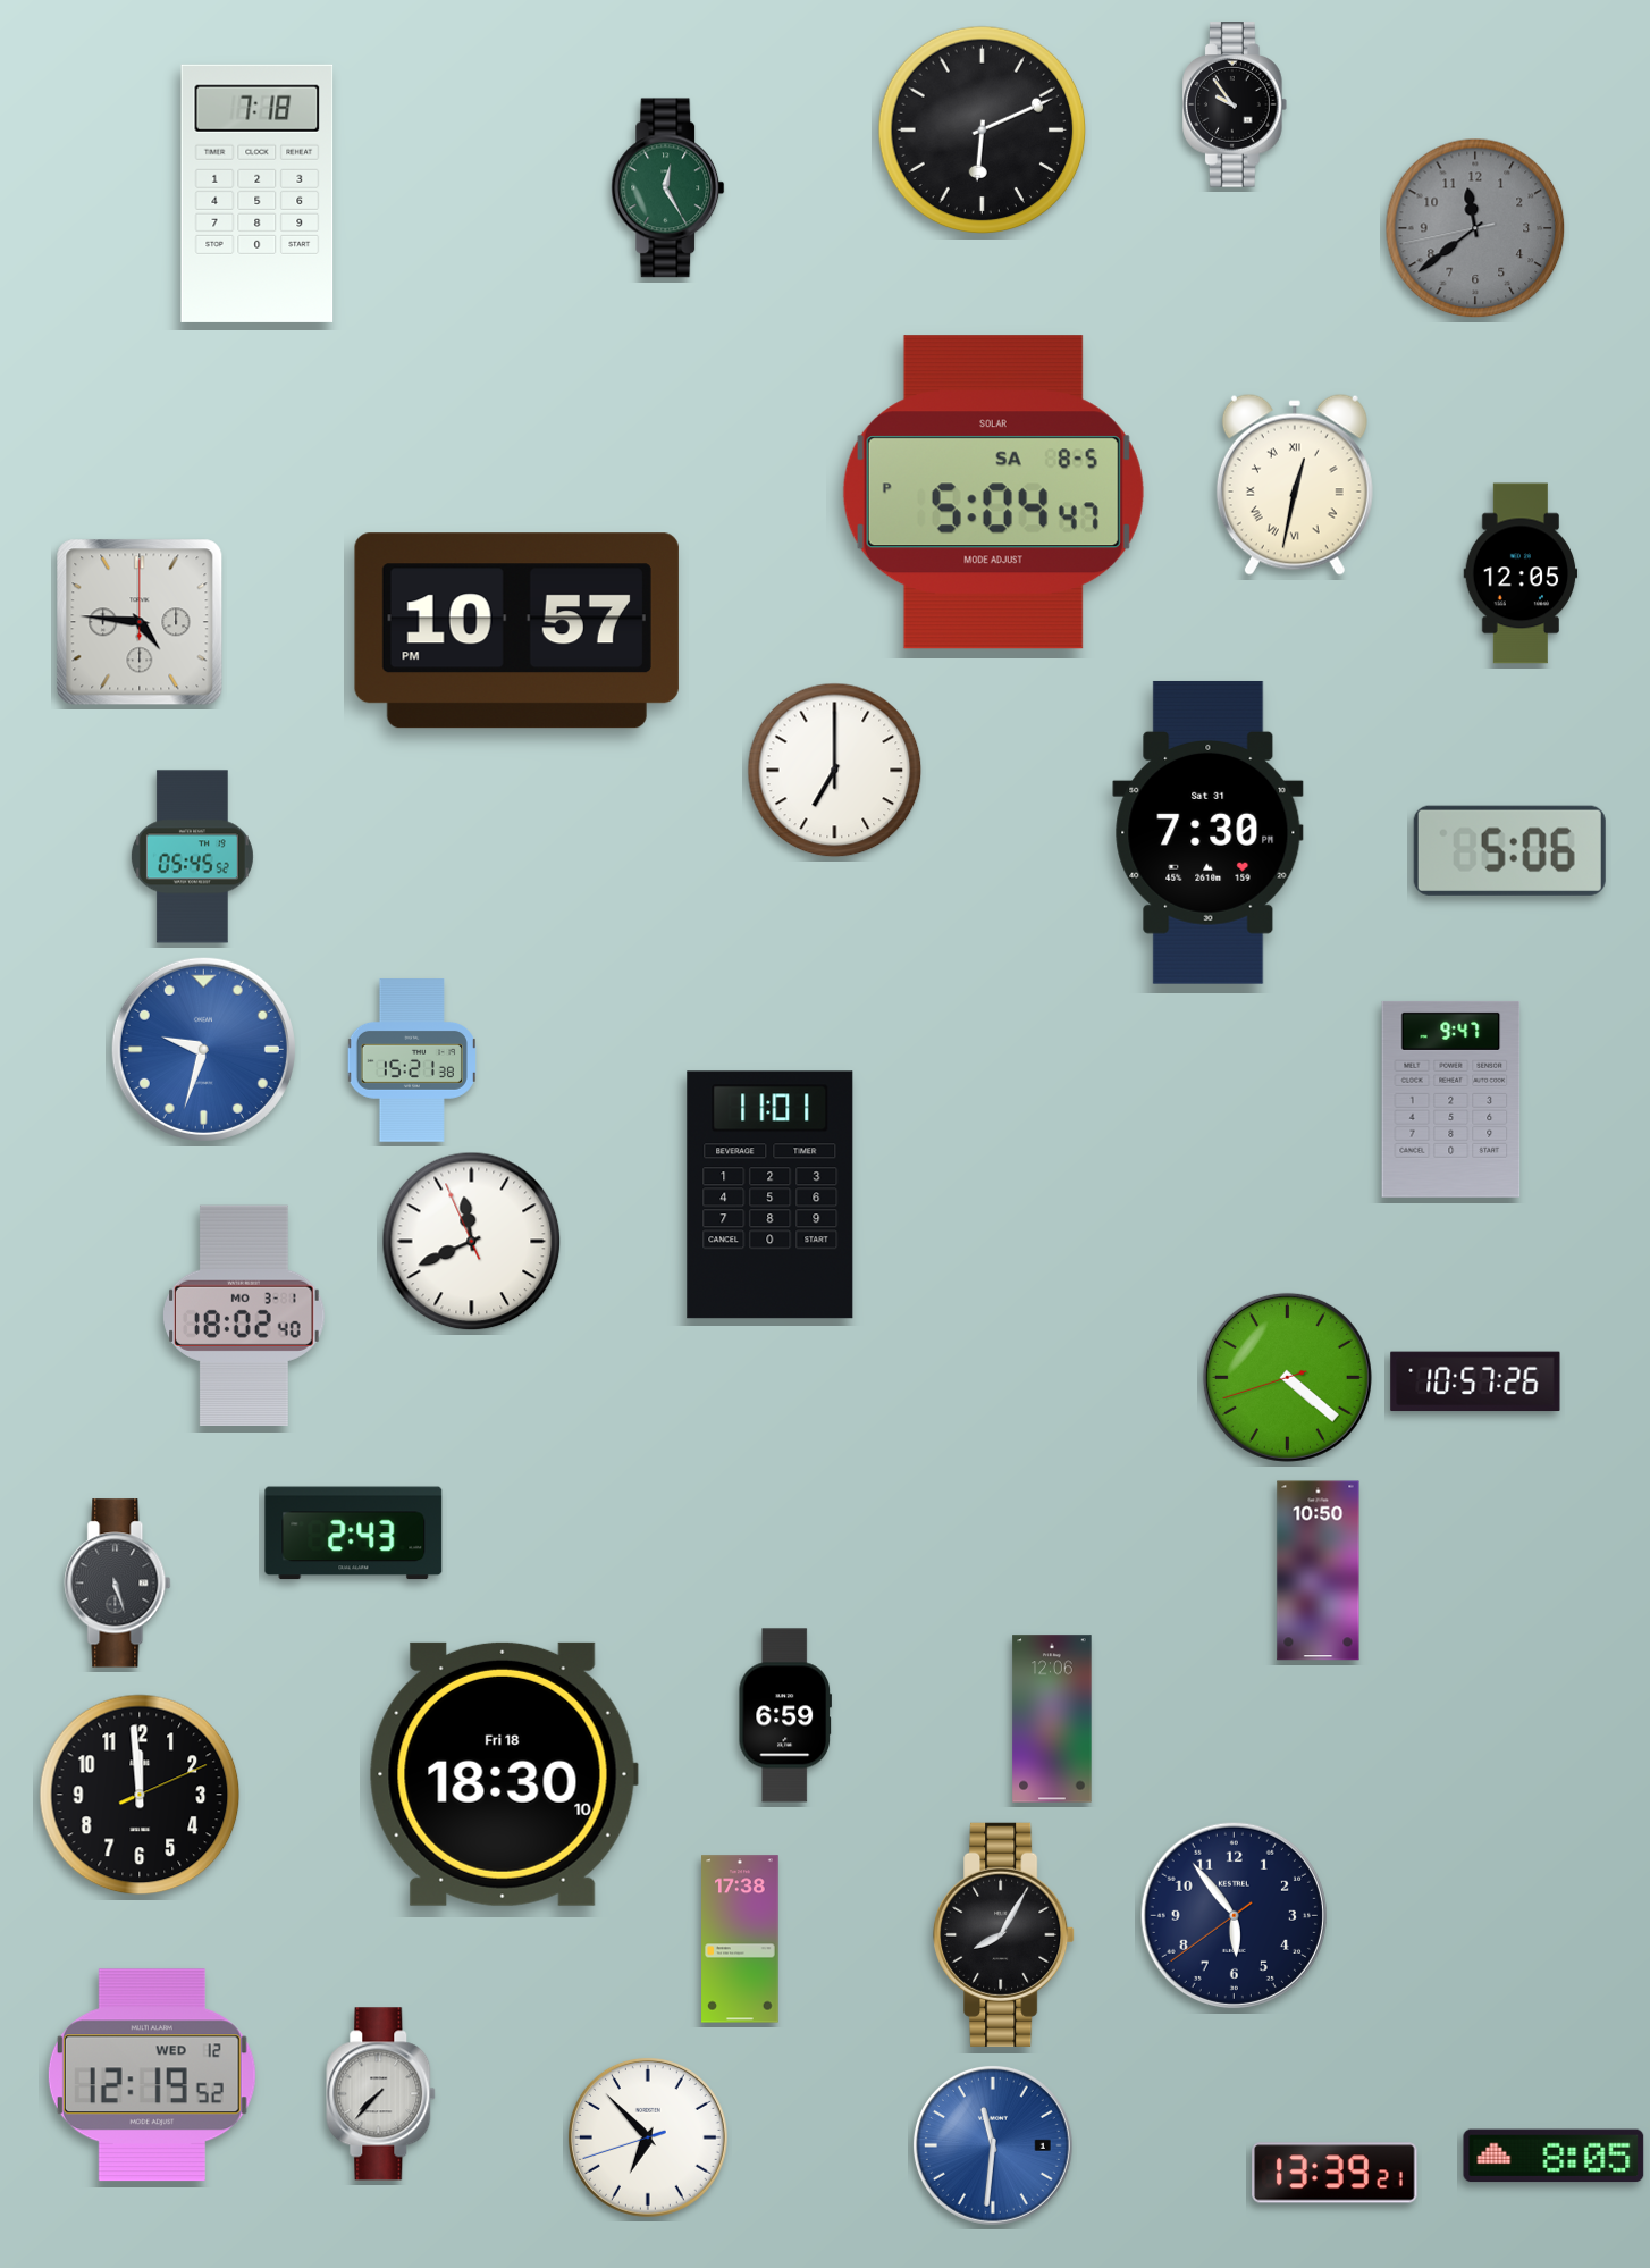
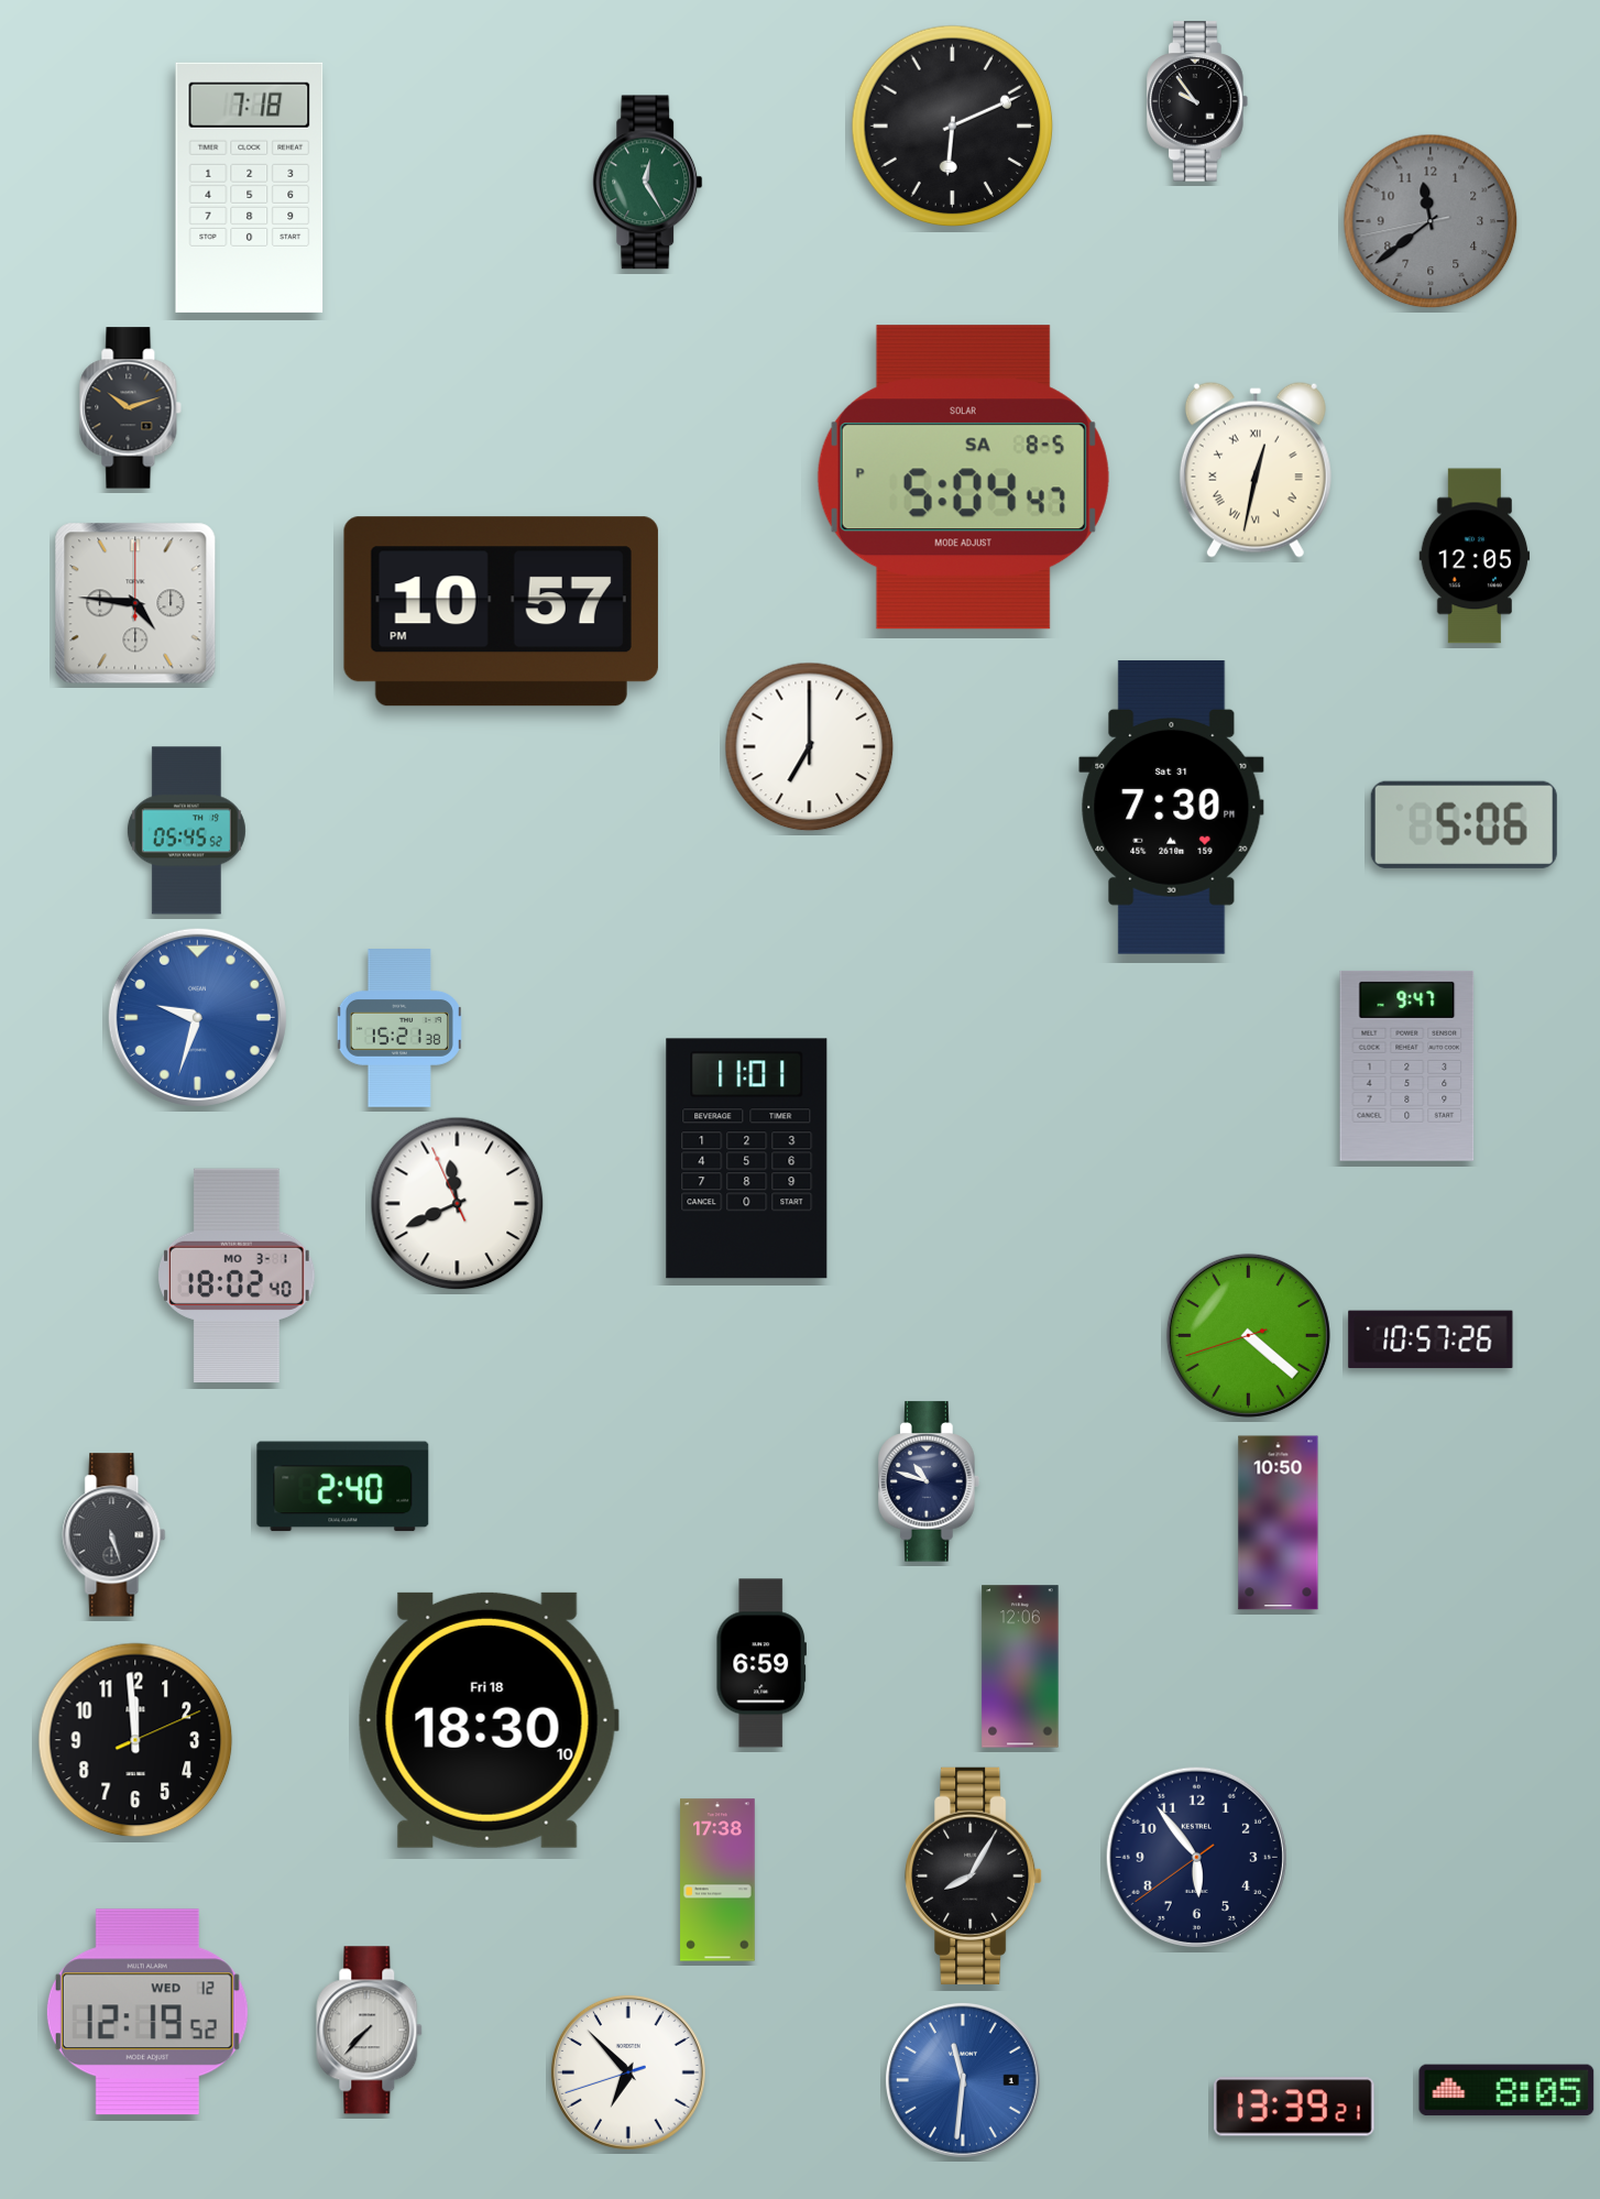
clock at (131, 408): none -> 10:12
clock at (930, 1481): none -> 10:48
clock at (354, 1534): 2:43 -> 2:40
